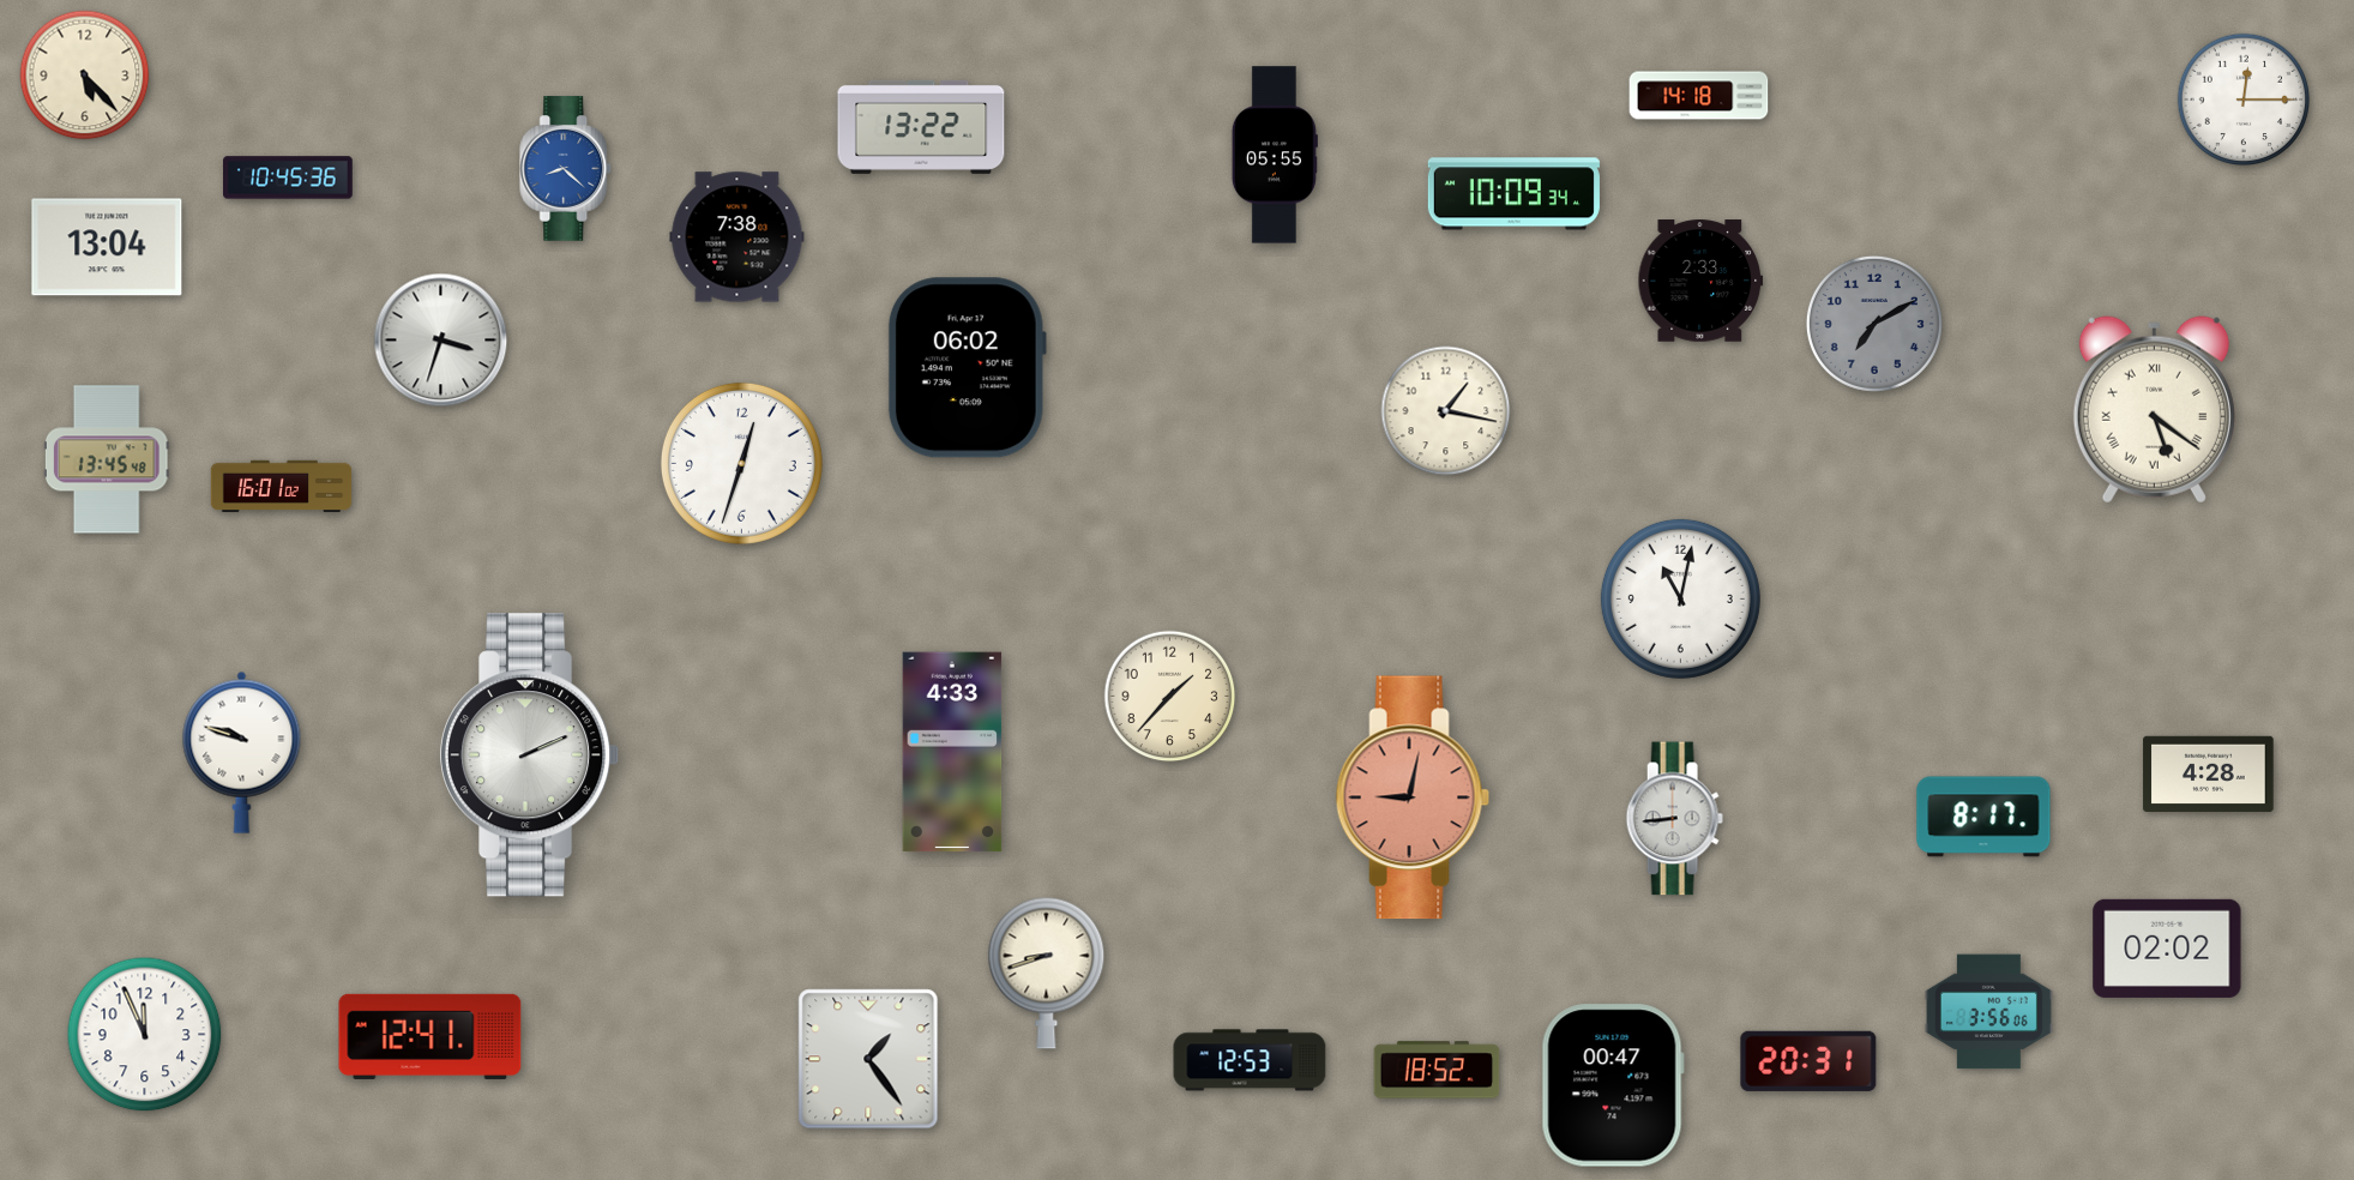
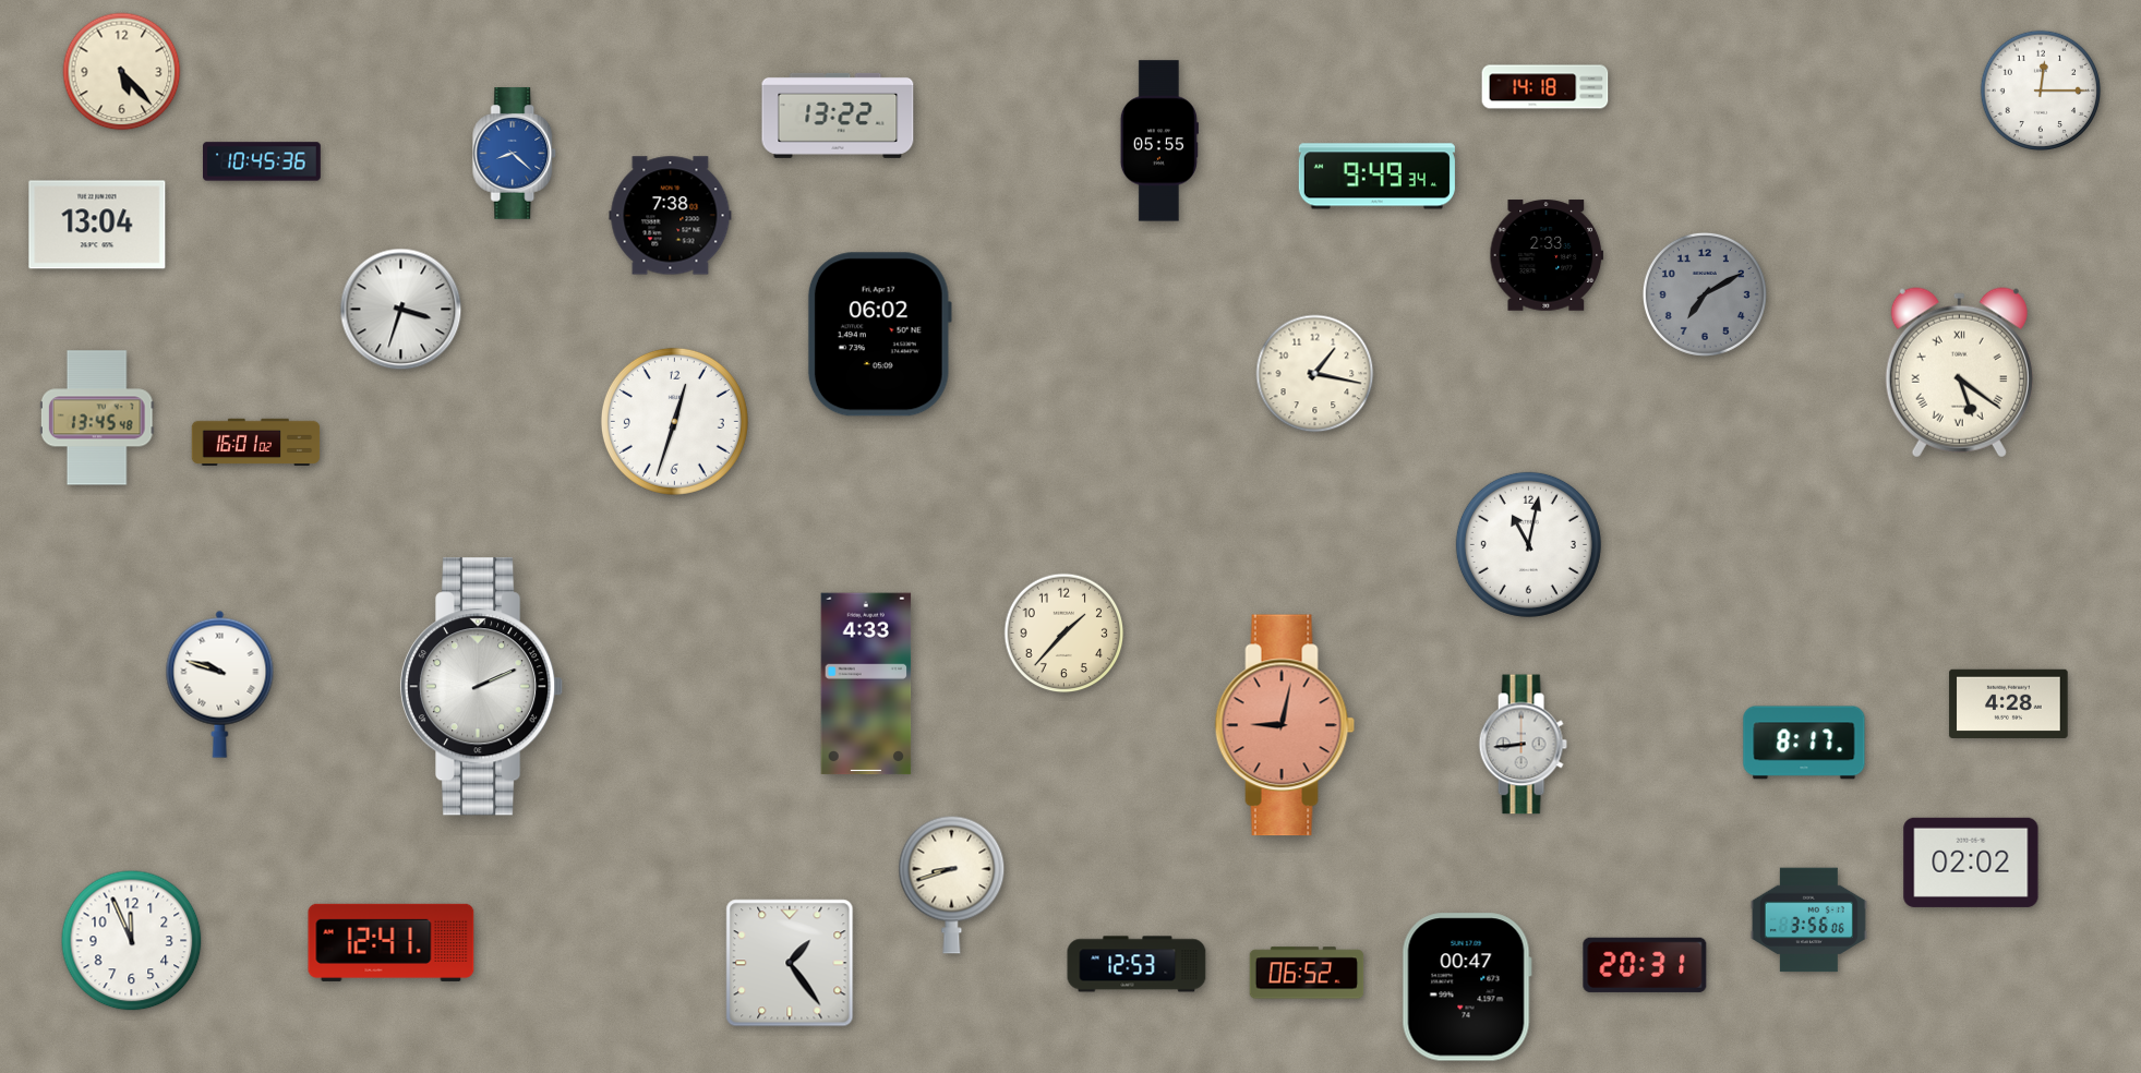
clock at (85, 76) position: (85, 76) -> (122, 72)
clock at (1513, 194): 10:09 -> 9:49
clock at (1437, 1070): 18:52 -> 06:52
